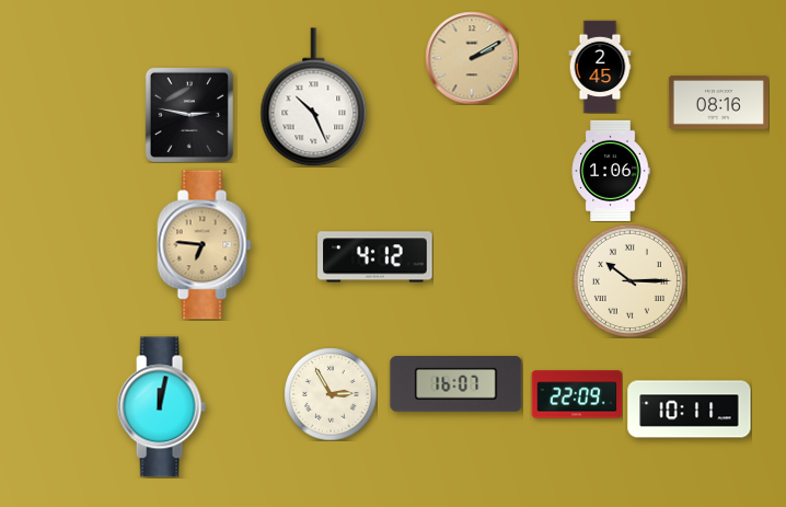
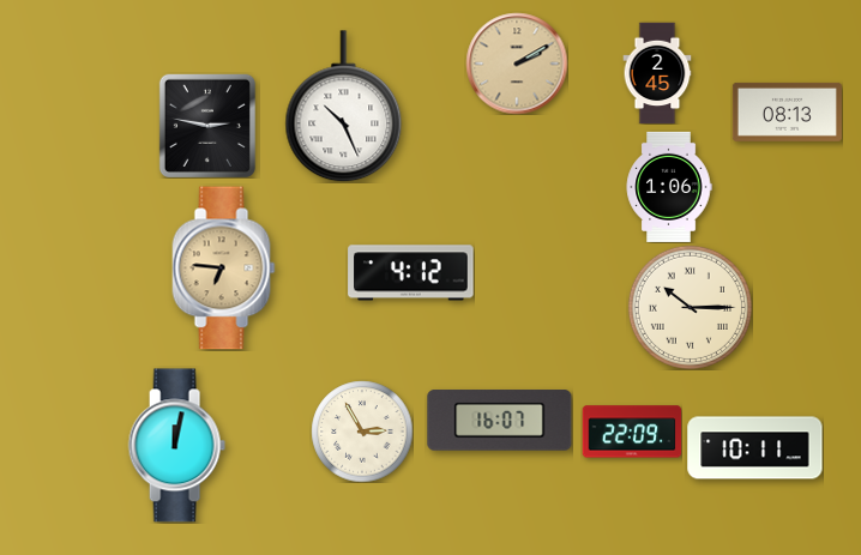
clock at (718, 102): 08:16 -> 08:13
clock at (375, 257) position: (375, 257) -> (411, 273)
